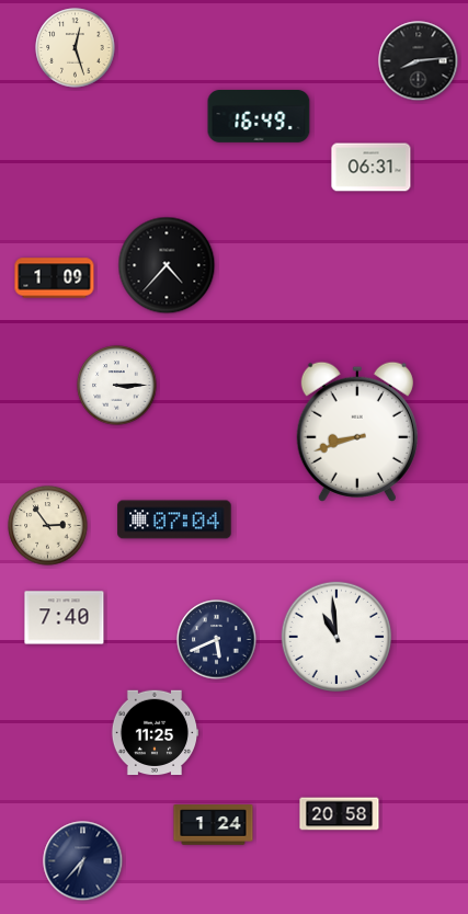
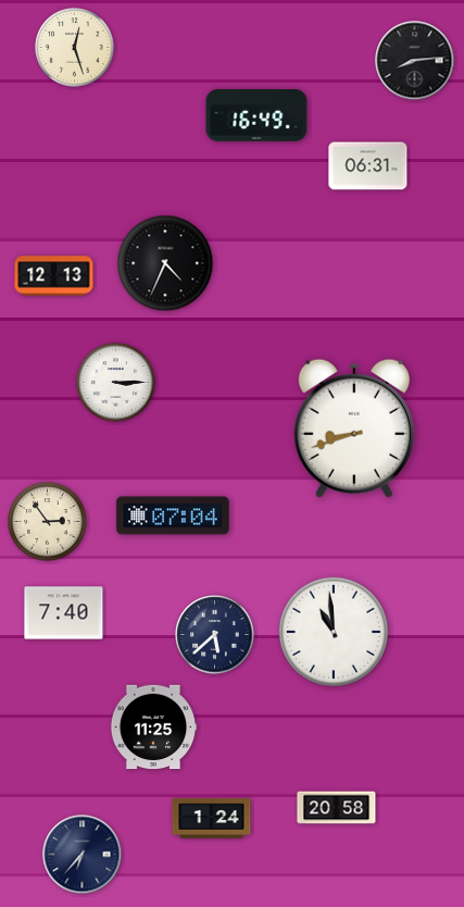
clock at (167, 265): 4:37 -> 4:34
clock at (55, 278): 1:09 -> 12:13
clock at (217, 640): 5:41 -> 5:38
